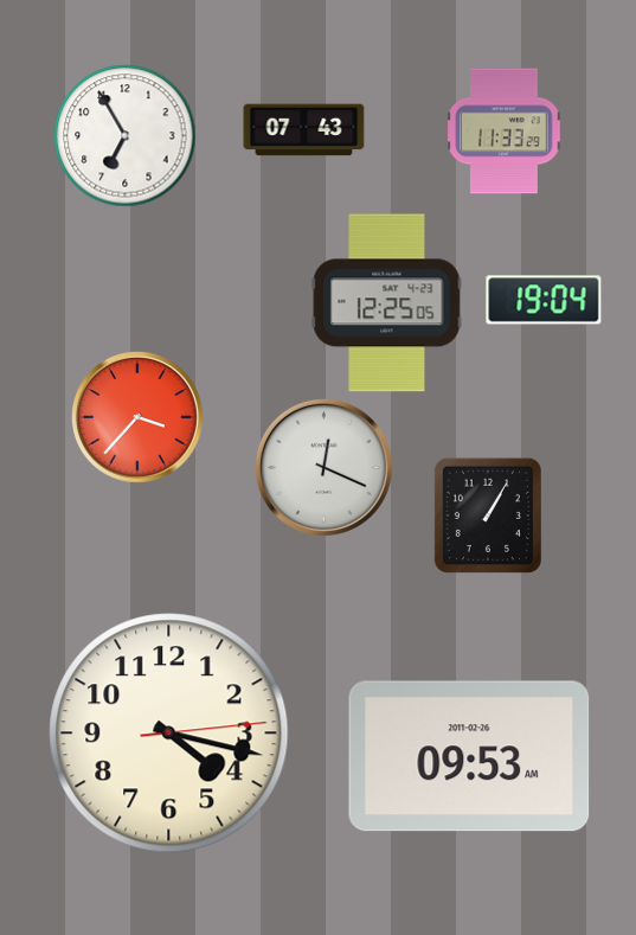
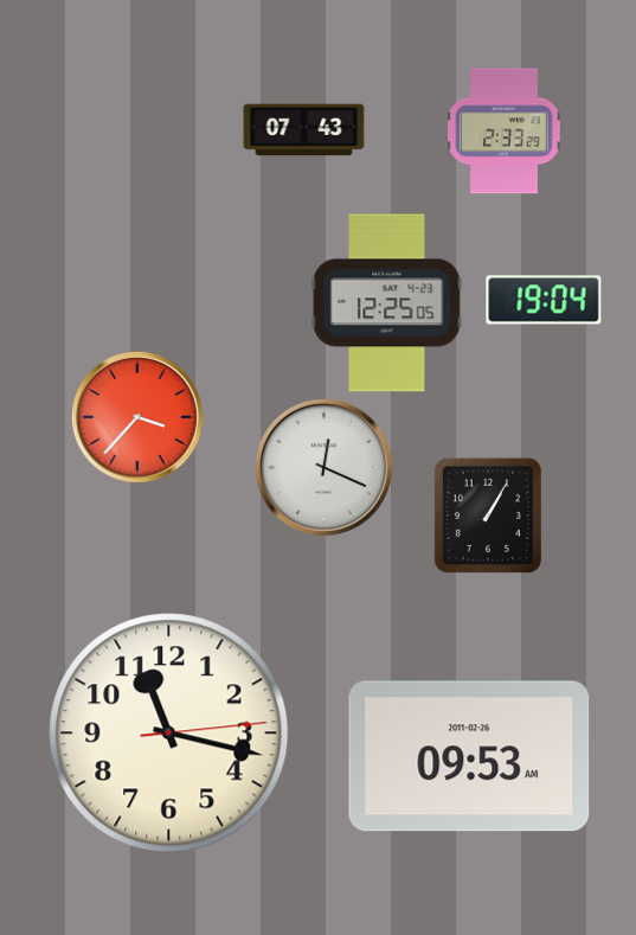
clock at (505, 132): 11:33 -> 2:33
clock at (126, 136): 6:55 -> none
clock at (169, 734): 4:17 -> 11:17
